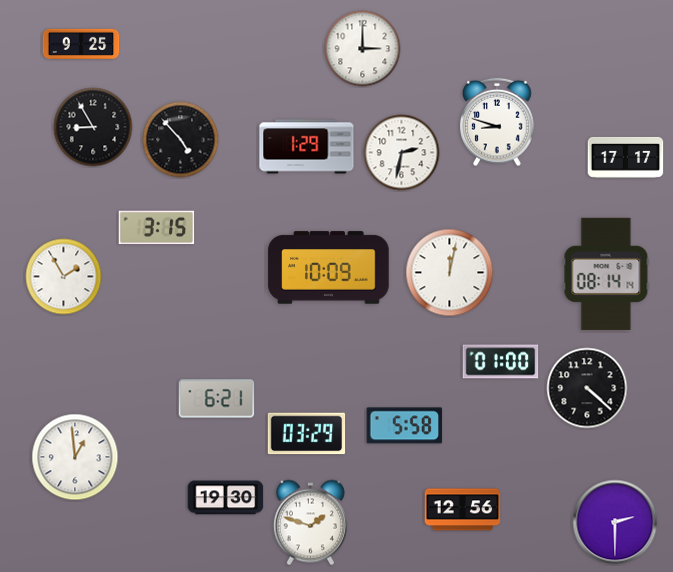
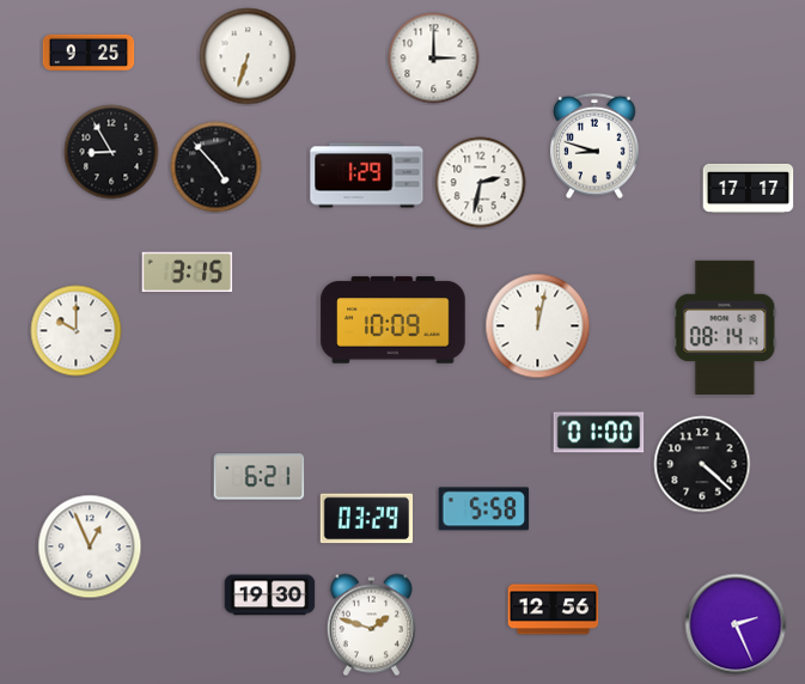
clock at (81, 43) position: (81, 43) -> (89, 51)
clock at (248, 56): none -> 6:33
clock at (64, 277): 1:55 -> 10:00
clock at (75, 457): 12:59 -> 12:56
clock at (615, 522): 2:30 -> 2:26
